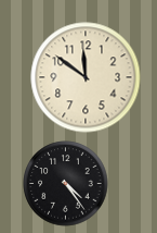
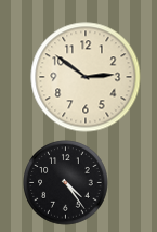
clock at (86, 77): 11:51 -> 2:51
